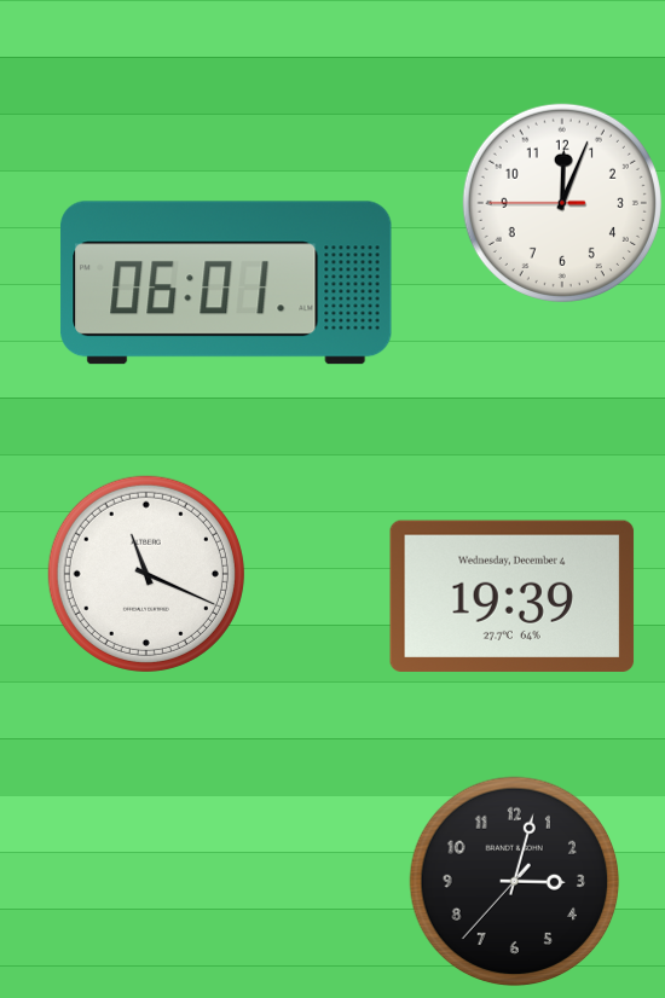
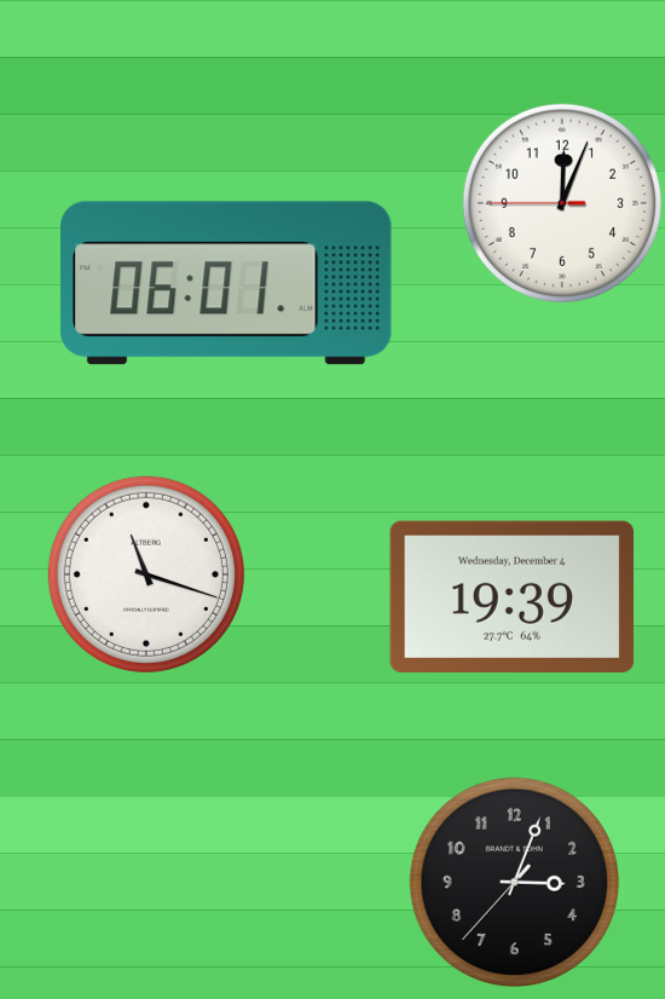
clock at (146, 574): 11:19 -> 11:18
clock at (515, 882): 3:02 -> 3:03
